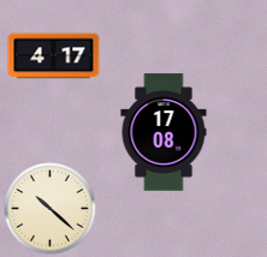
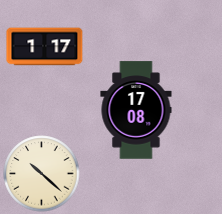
clock at (54, 56): 4:17 -> 1:17
